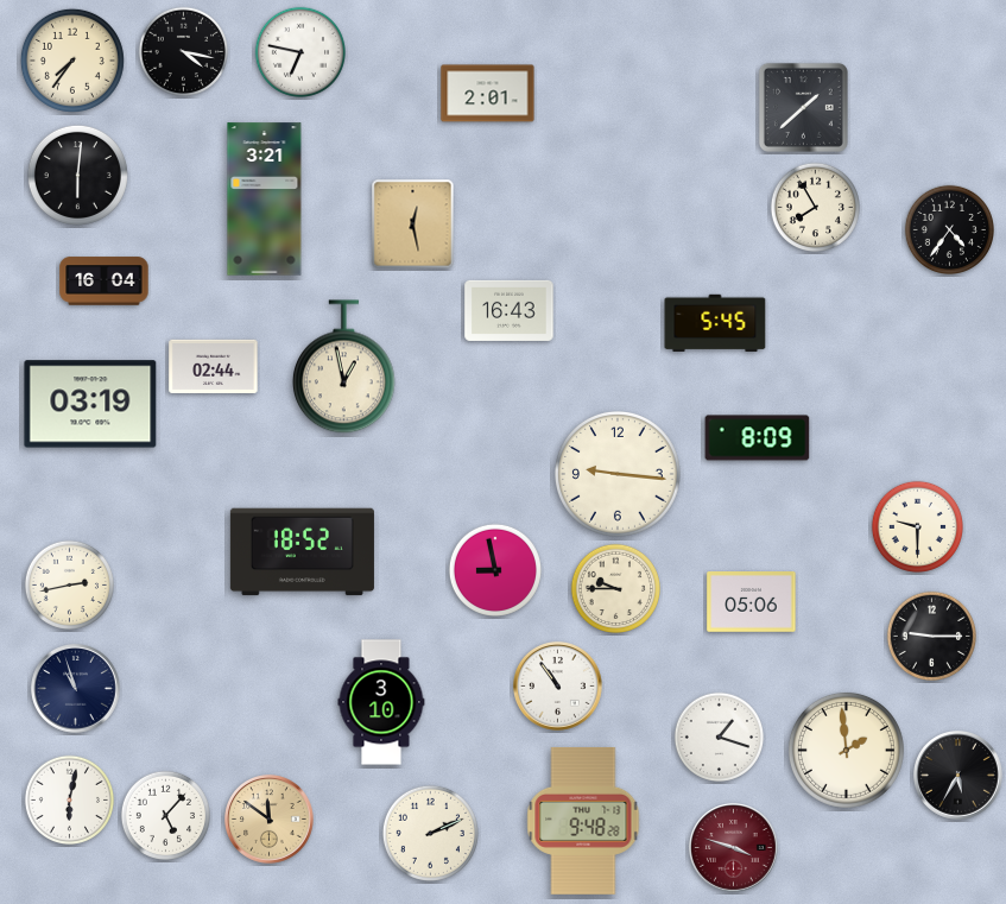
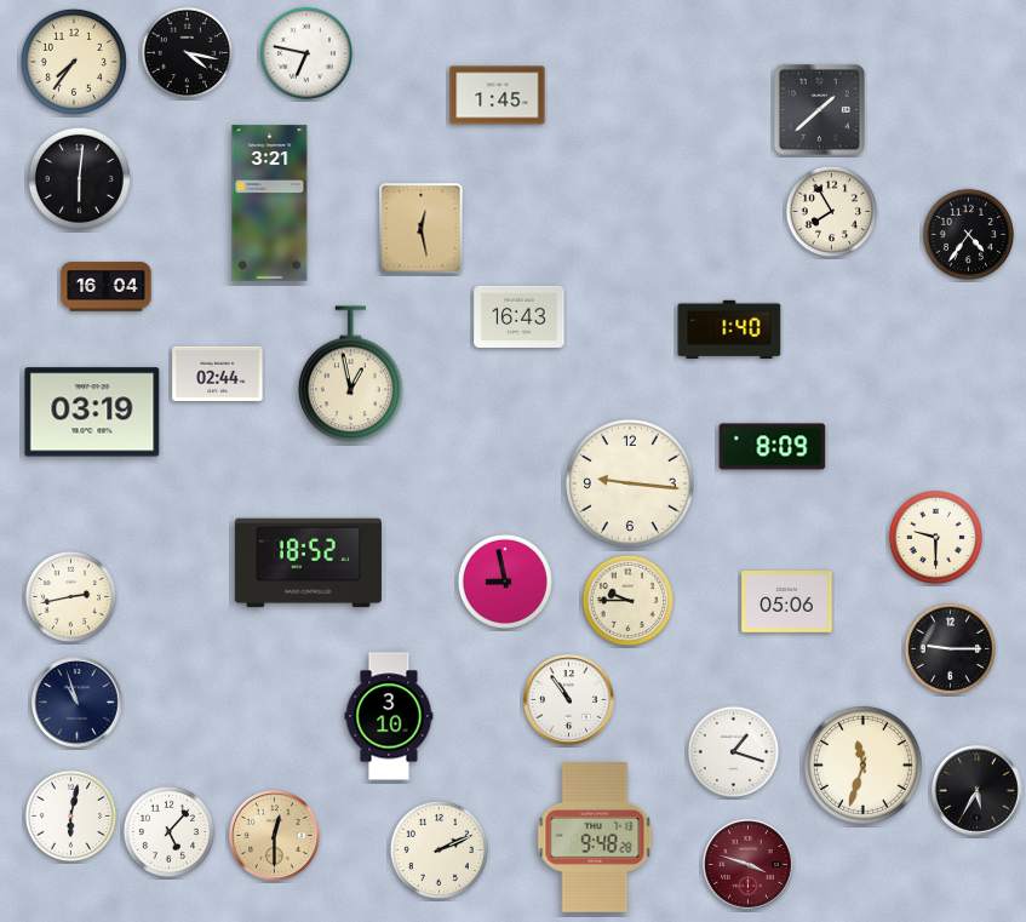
clock at (488, 94): 2:01 -> 1:45
clock at (715, 323): 5:45 -> 1:40
clock at (752, 602) position: (752, 602) -> (787, 602)
clock at (846, 750): 1:59 -> 11:33
clock at (270, 820): 11:51 -> 12:30
